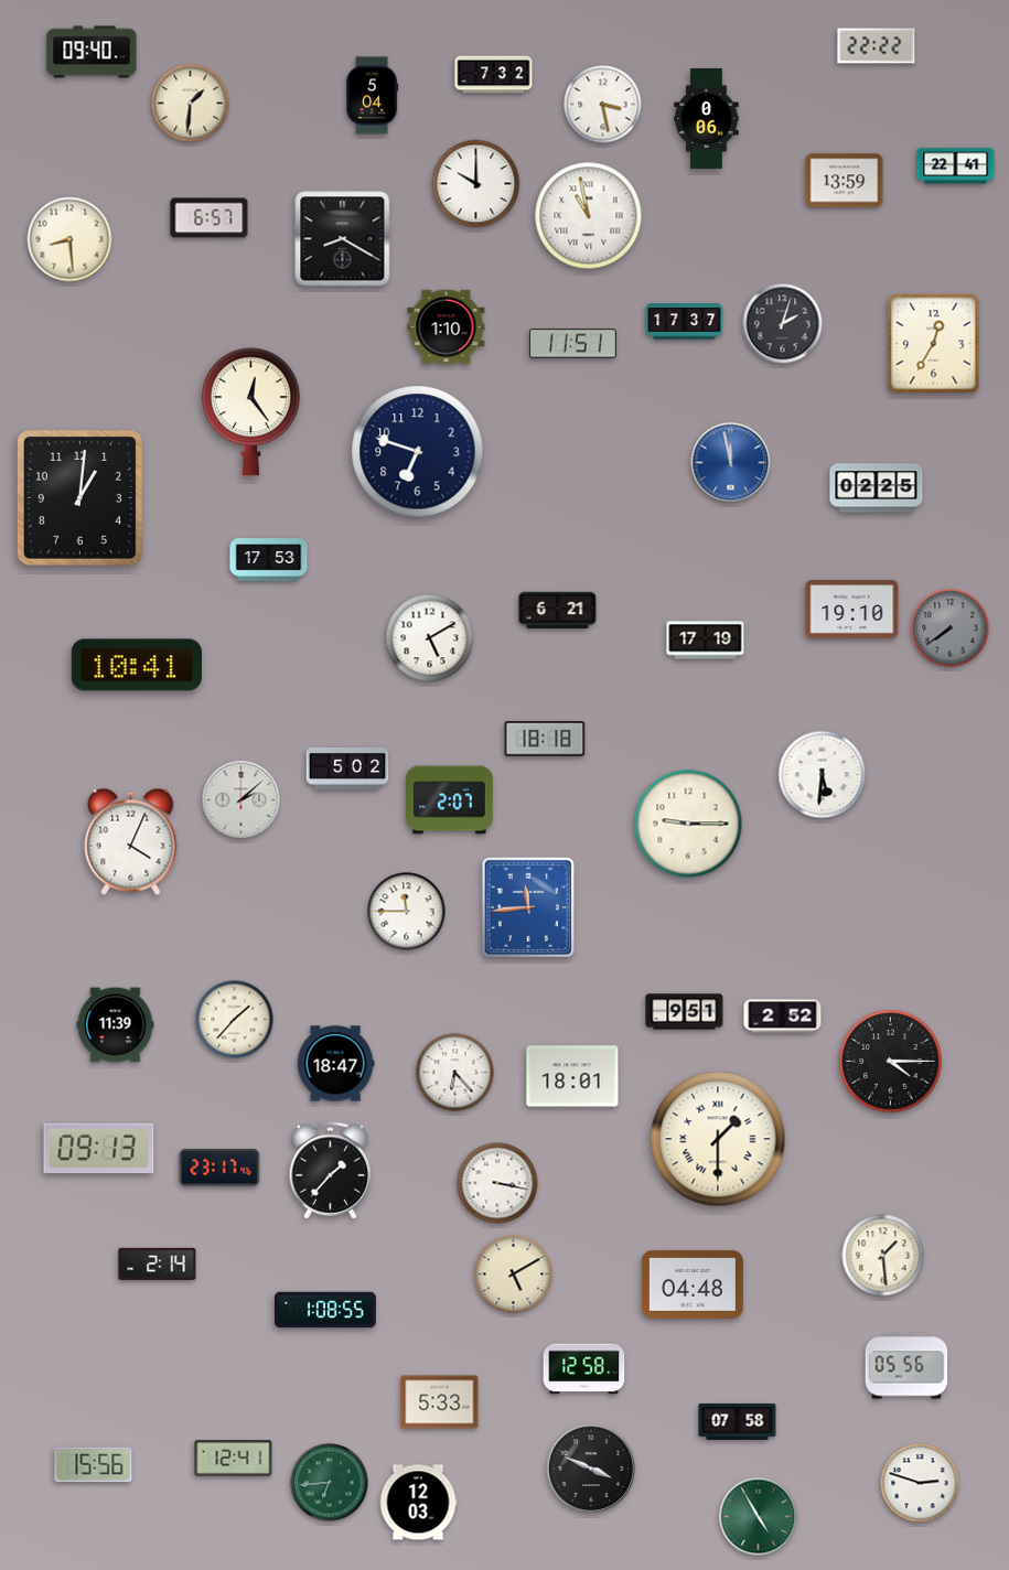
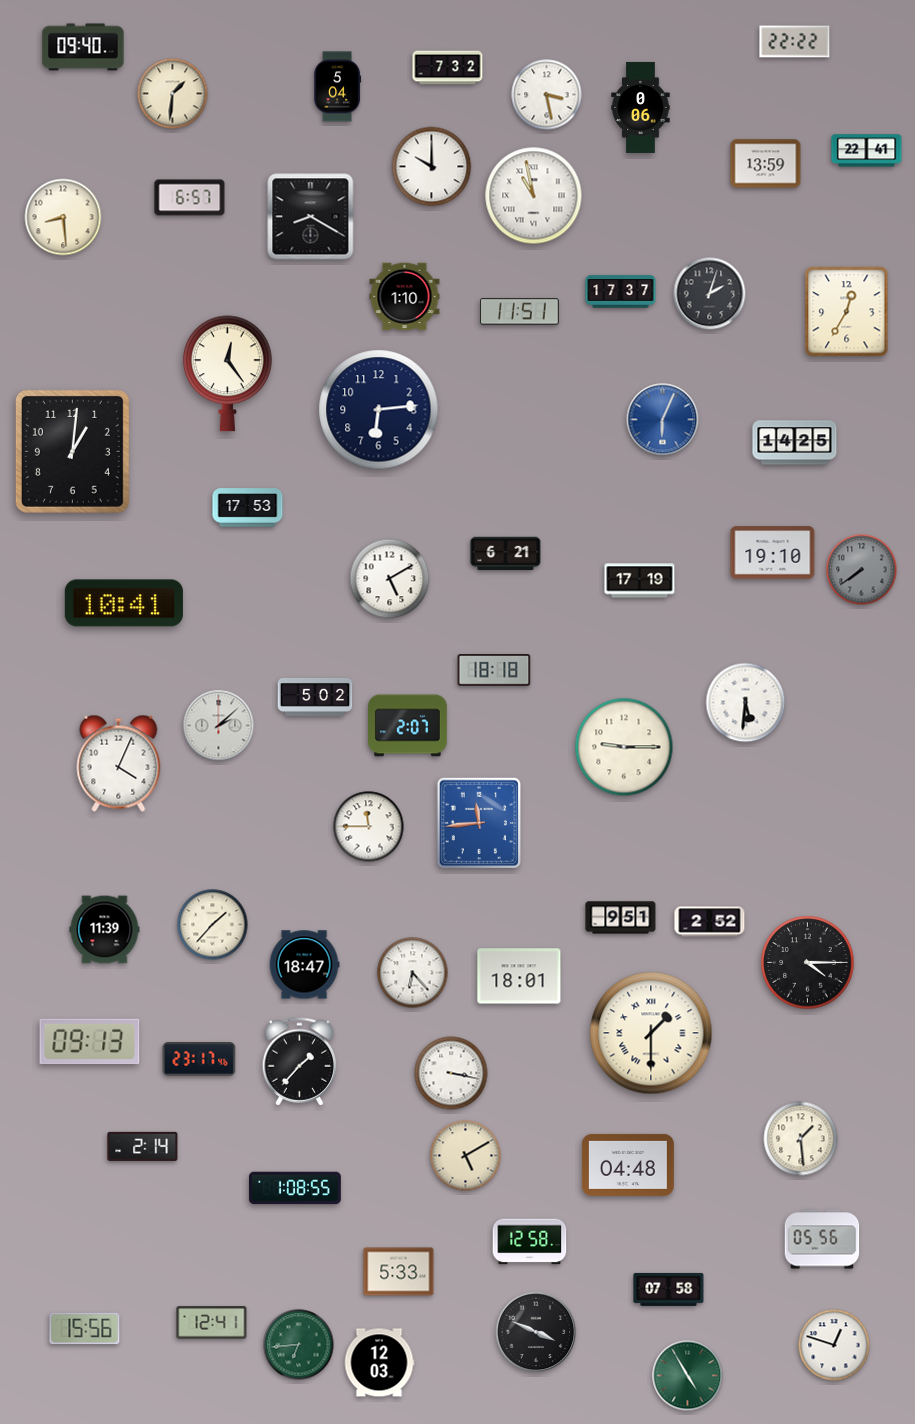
clock at (418, 452): 6:48 -> 6:14
clock at (731, 463): 11:58 -> 6:04
clock at (877, 488): 02:25 -> 14:25
clock at (269, 560) position: (269, 560) -> (248, 508)
clock at (920, 1483): 2:48 -> 12:48
